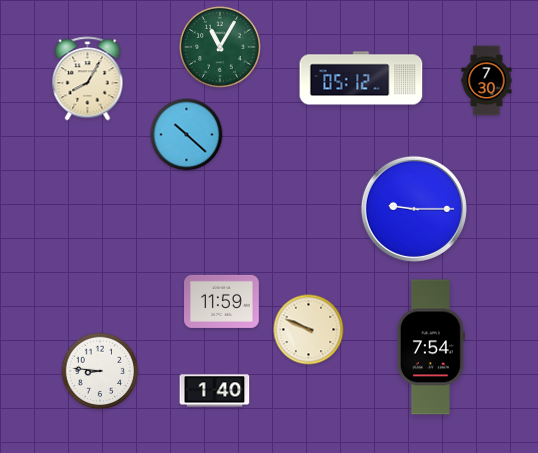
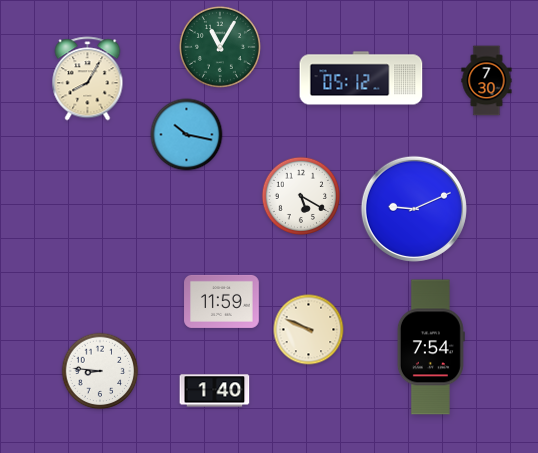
clock at (187, 135): 10:22 -> 10:17
clock at (301, 196): none -> 5:20
clock at (414, 209): 9:15 -> 9:11
